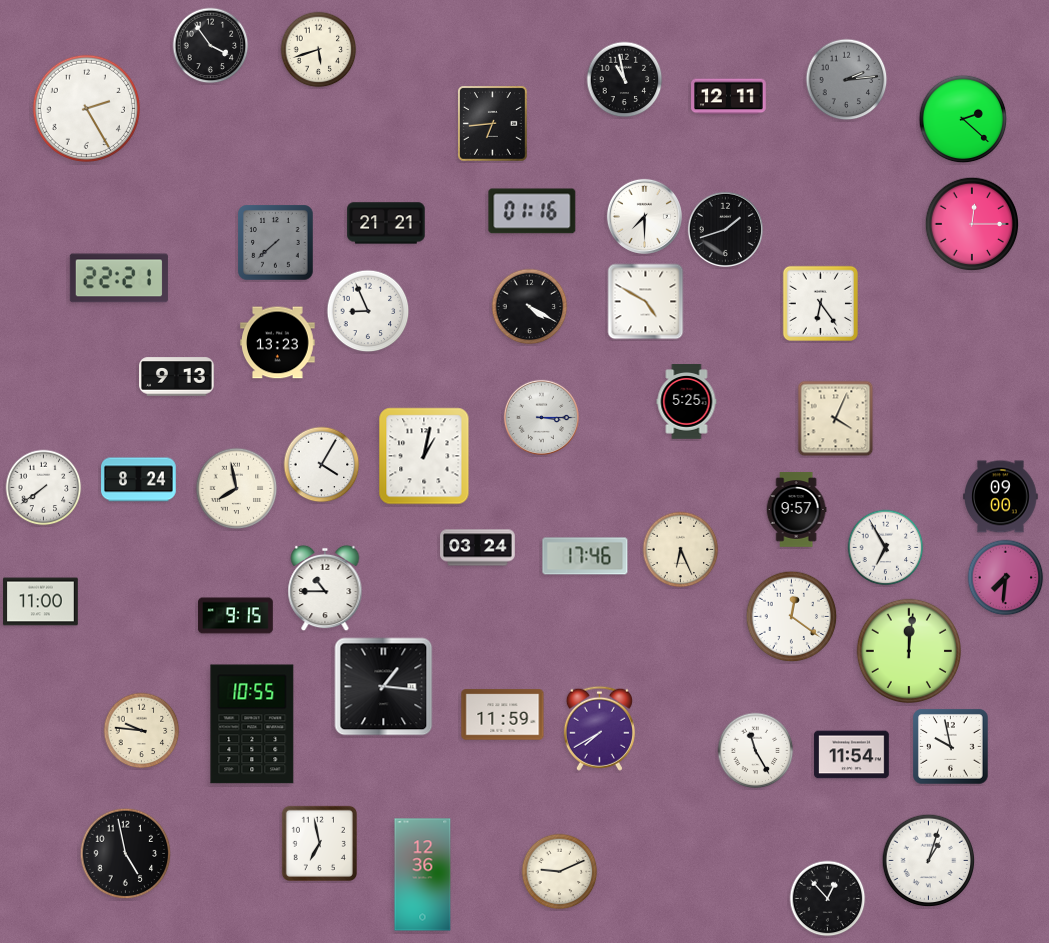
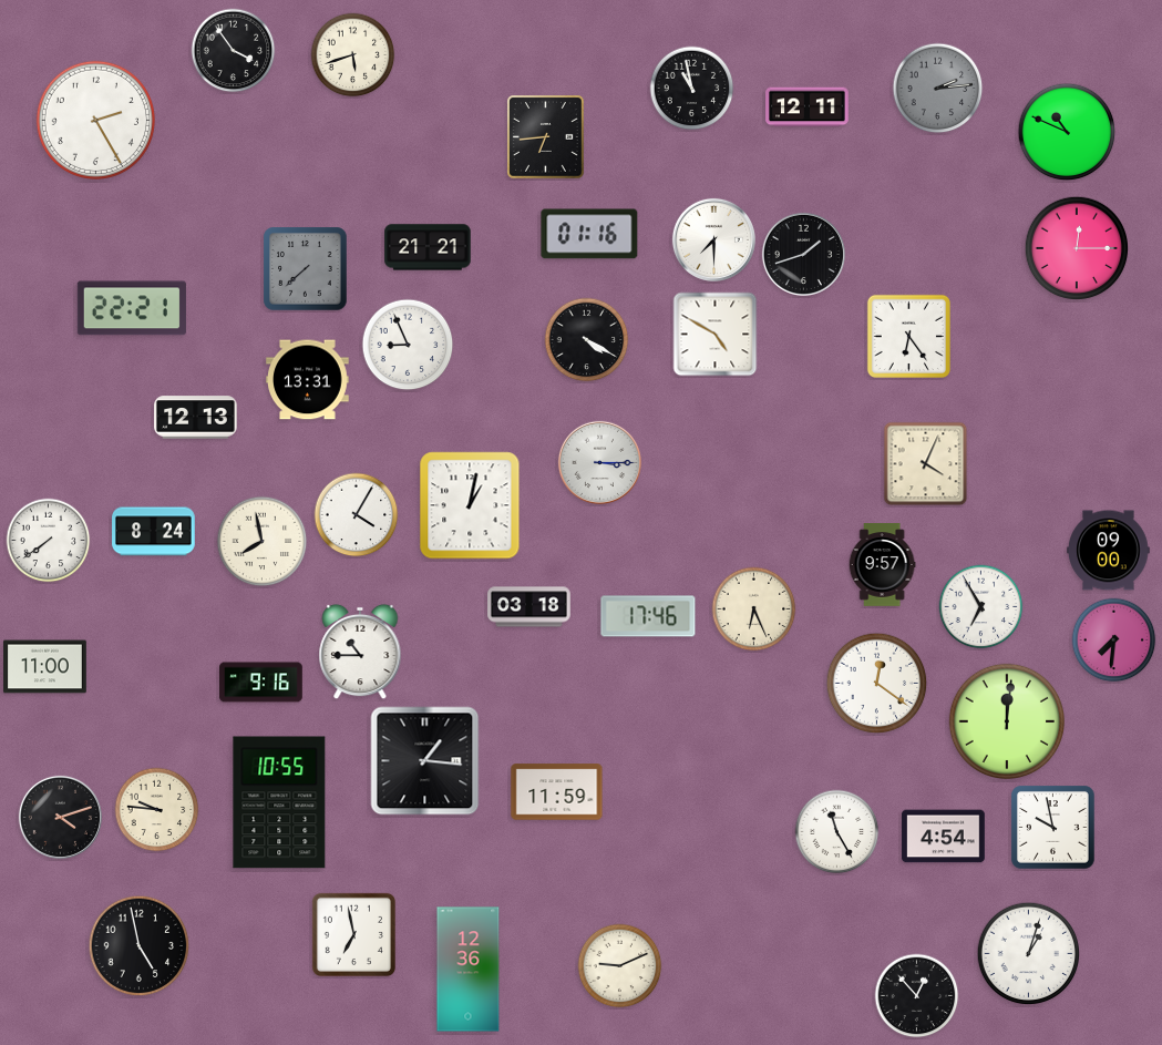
clock at (963, 119): 2:22 -> 10:49
clock at (278, 343): 13:23 -> 13:31
clock at (177, 377): 9:13 -> 12:13
clock at (687, 402): 5:25 -> none
clock at (478, 548): 03:24 -> 03:18
clock at (236, 616): 9:15 -> 9:16
clock at (599, 728): 7:40 -> none
clock at (60, 817): none -> 4:12
clock at (852, 755): 11:54 -> 4:54
